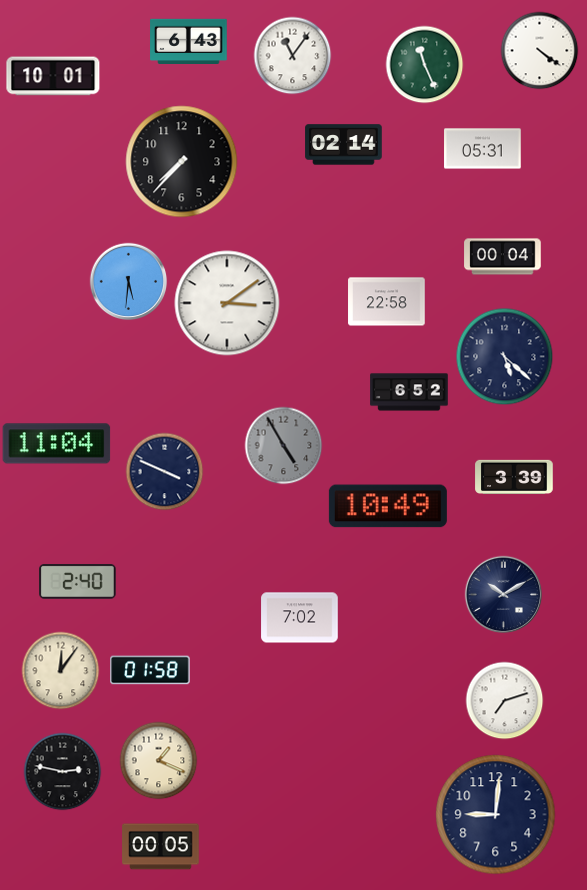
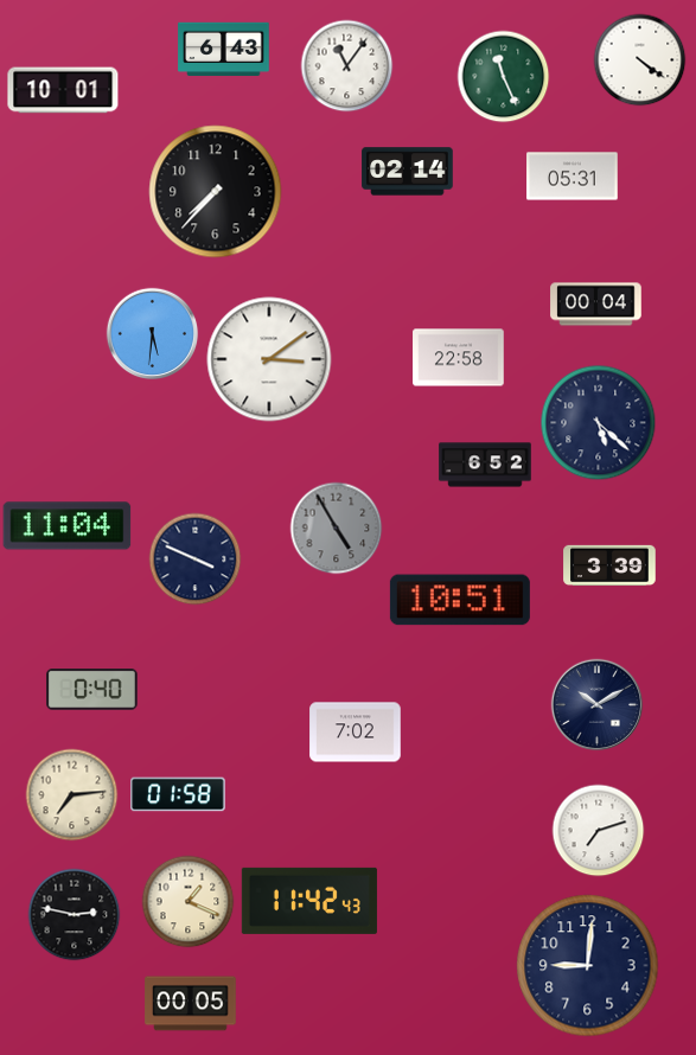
clock at (388, 506): 10:49 -> 10:51
clock at (78, 582): 2:40 -> 0:40
clock at (60, 670): 12:06 -> 7:14
clock at (309, 901): none -> 11:42
